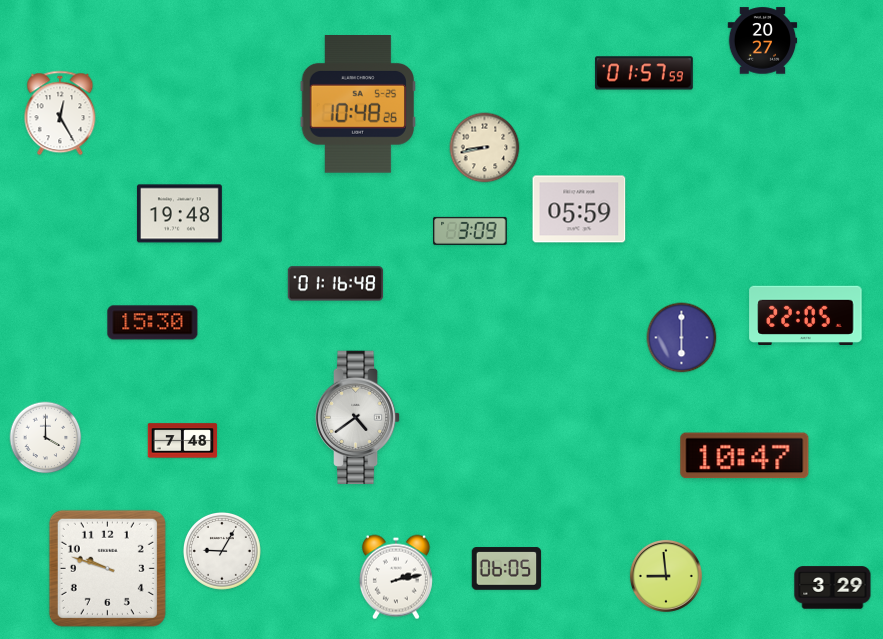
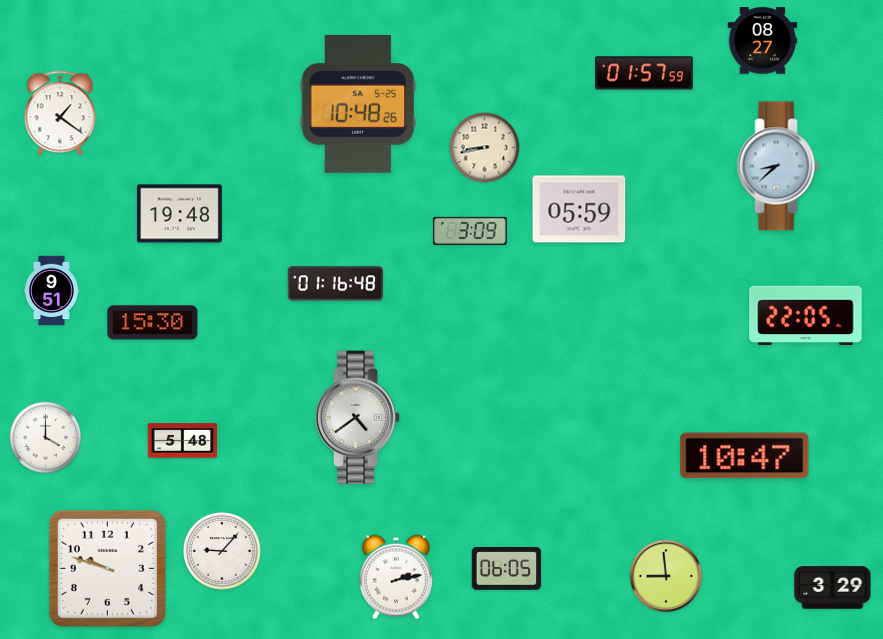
clock at (763, 41): 20:27 -> 08:27
clock at (60, 113): 12:25 -> 1:21
clock at (778, 166): none -> 8:38
clock at (52, 291): none -> 9:51
clock at (682, 338): 6:00 -> none
clock at (183, 441): 7:48 -> 5:48
clock at (223, 552): 9:05 -> 9:07
